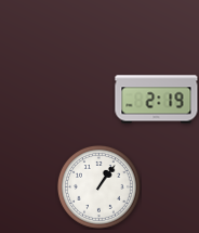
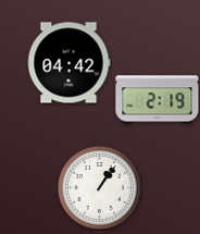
clock at (68, 63): none -> 04:42
